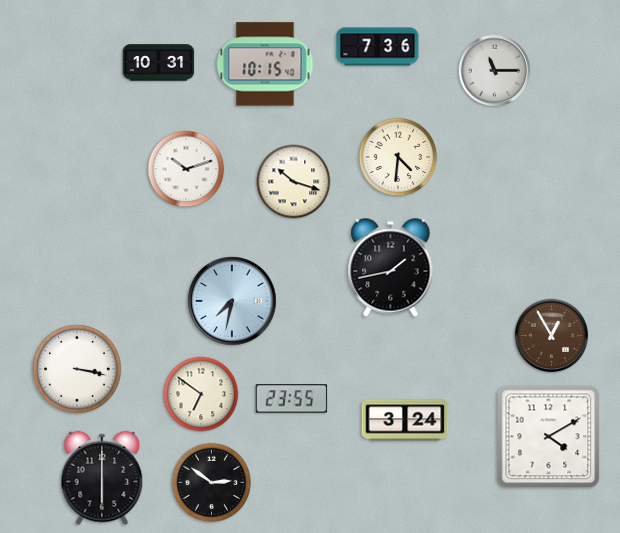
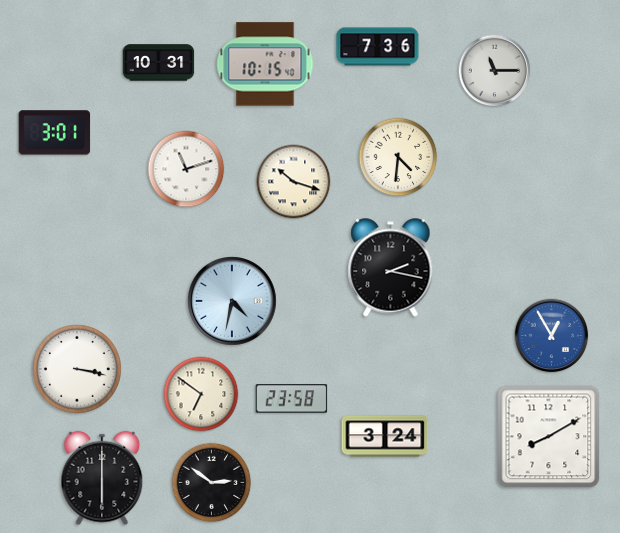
clock at (55, 133): none -> 3:01
clock at (186, 169): 10:12 -> 11:12
clock at (391, 268): 1:43 -> 2:17
clock at (233, 302): 7:32 -> 4:32
clock at (552, 336) dial: brown -> blue
clock at (292, 399): 23:55 -> 23:58
clock at (405, 420) position: (405, 420) -> (385, 436)
clock at (549, 437): 4:10 -> 8:10
